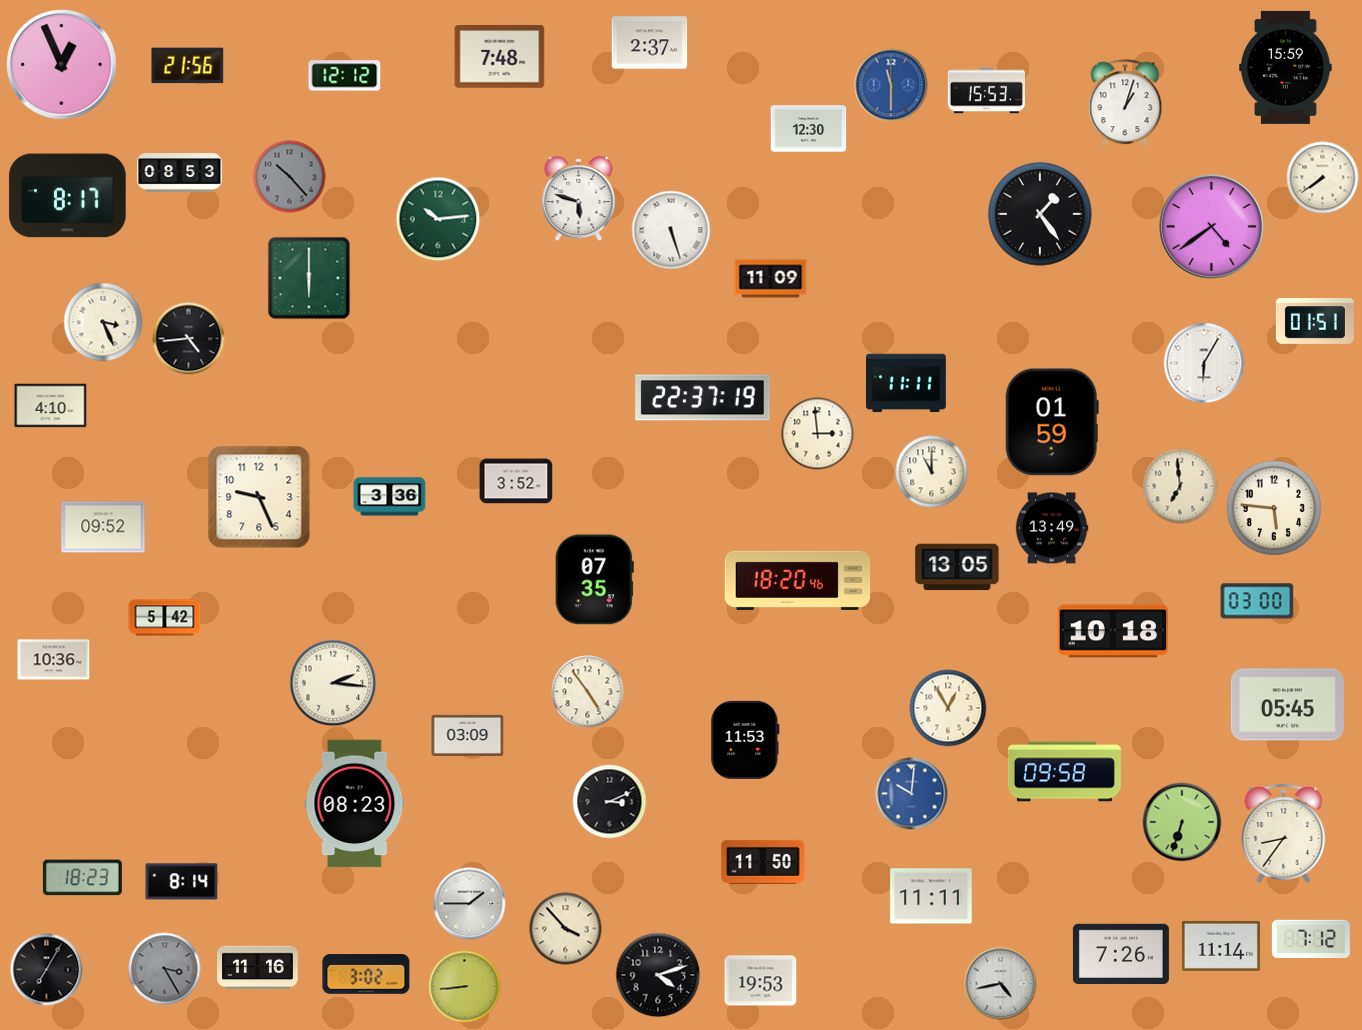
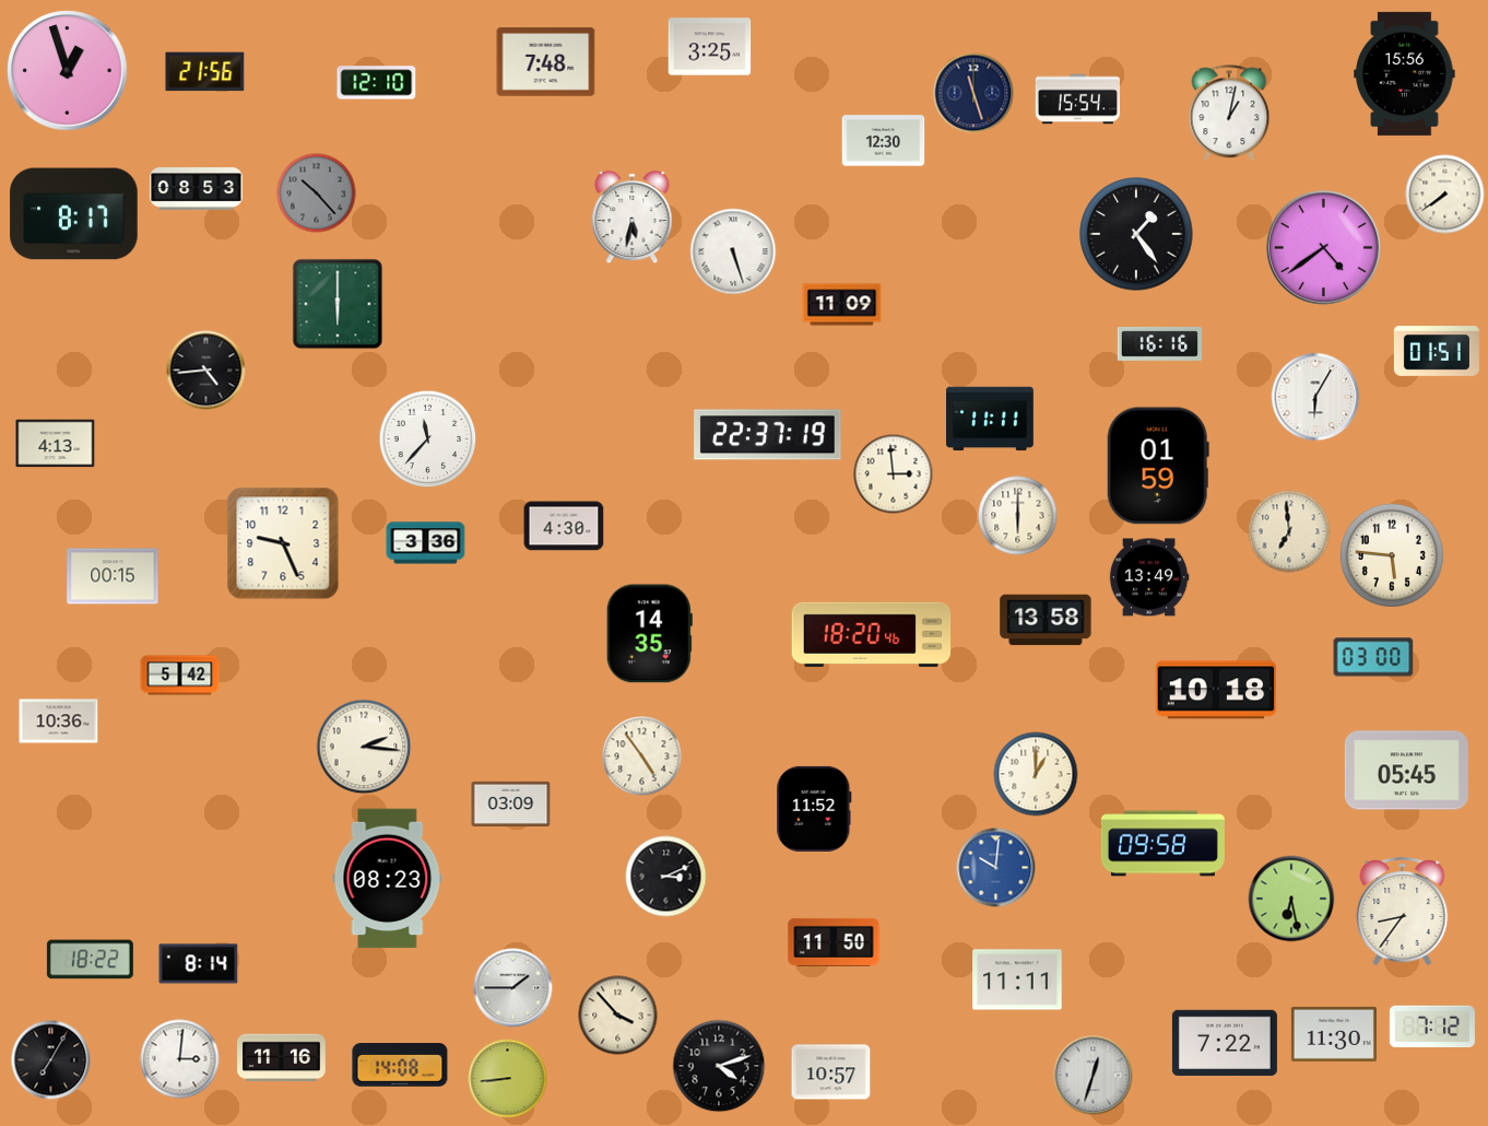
clock at (650, 43): 2:37 -> 3:25
clock at (62, 65): 12:56 -> 12:57
clock at (1286, 67): 15:59 -> 15:56
clock at (345, 76): 12:12 -> 12:10
clock at (891, 85): 11:30 -> 11:27
clock at (891, 85) dial: blue -> navy
clock at (986, 91): 15:53 -> 15:54
clock at (1125, 104): 1:03 -> 1:02
clock at (579, 199): 5:48 -> 5:32
clock at (438, 219): 10:14 -> none
clock at (1159, 343): none -> 16:16
clock at (103, 322): 3:26 -> none
clock at (428, 439): none -> 11:37
clock at (51, 406): 4:10 -> 4:13
clock at (1052, 422) position: (1052, 422) -> (1158, 466)
clock at (932, 472): 11:00 -> 6:00
clock at (516, 481): 3:52 -> 4:30
clock at (103, 527): 09:52 -> 00:15
clock at (957, 567): 13:05 -> 13:58
clock at (594, 580): 07:35 -> 14:35
clock at (948, 708): 12:55 -> 1:00
clock at (745, 740): 11:53 -> 11:52
clock at (1182, 822): 6:33 -> 6:28
clock at (82, 878): 18:23 -> 18:22
clock at (1221, 946): 11:14 -> 11:30
clock at (1121, 953): 7:26 -> 7:22
clock at (165, 969): 3:25 -> 3:01
clock at (165, 969) dial: grey -> white
clock at (366, 974): 3:02 -> 14:08
clock at (761, 981): 19:53 -> 10:57
clock at (1001, 984): 4:43 -> 12:33
